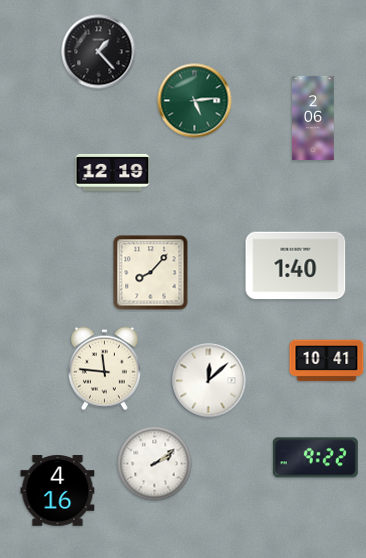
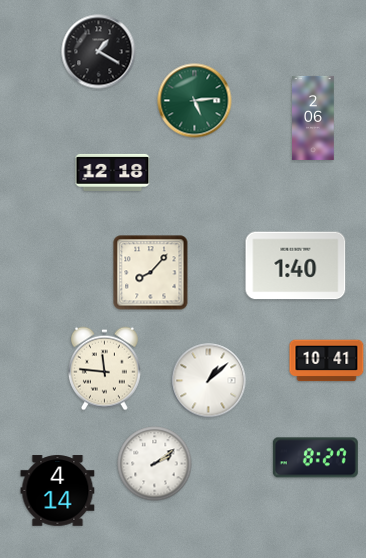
clock at (99, 52): 1:23 -> 1:20
clock at (113, 172): 12:19 -> 12:18
clock at (209, 381): 12:08 -> 1:08
clock at (315, 458): 9:22 -> 8:27
clock at (58, 491): 4:16 -> 4:14
